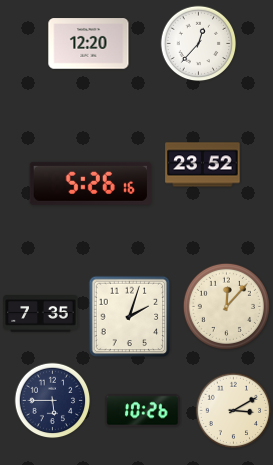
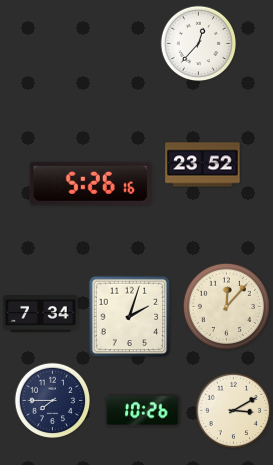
clock at (89, 44): 12:20 -> none
clock at (41, 314): 7:35 -> 7:34
clock at (53, 401): 5:45 -> 7:45
